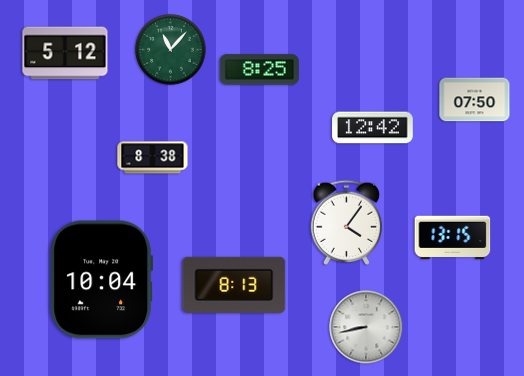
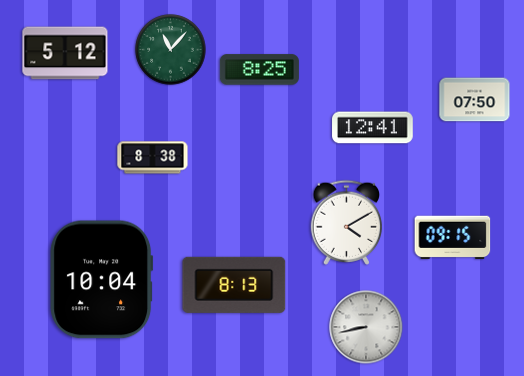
clock at (373, 128): 12:42 -> 12:41
clock at (346, 222): 4:06 -> 4:10
clock at (453, 238): 13:15 -> 09:15
